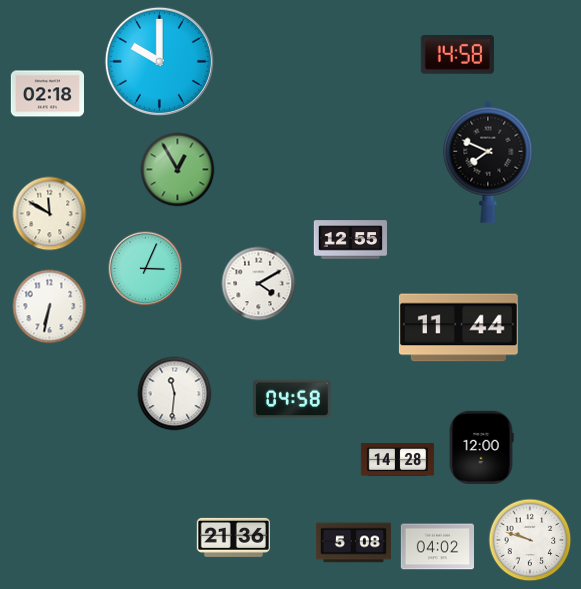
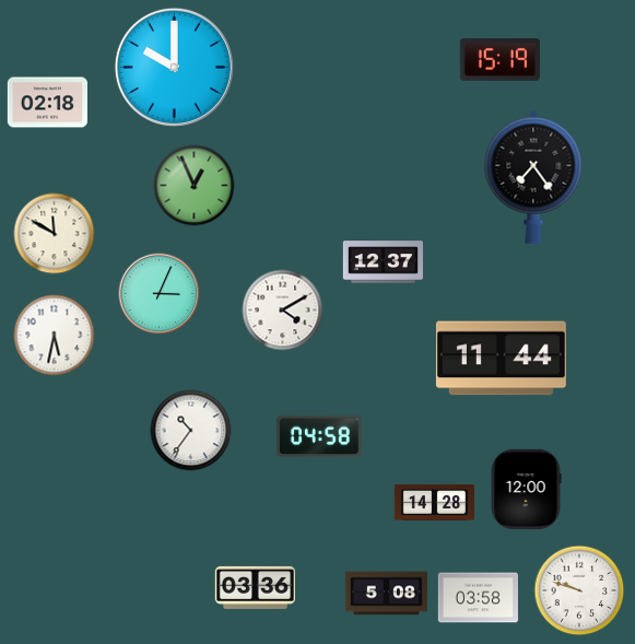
clock at (457, 55): 14:58 -> 15:19
clock at (47, 94) position: (47, 94) -> (47, 103)
clock at (488, 162): 7:49 -> 7:24
clock at (178, 170): 12:55 -> 12:56
clock at (350, 240): 12:55 -> 12:37
clock at (50, 307): 6:32 -> 5:32
clock at (175, 394): 11:31 -> 10:36
clock at (233, 537): 21:36 -> 03:36
clock at (437, 547): 04:02 -> 03:58
